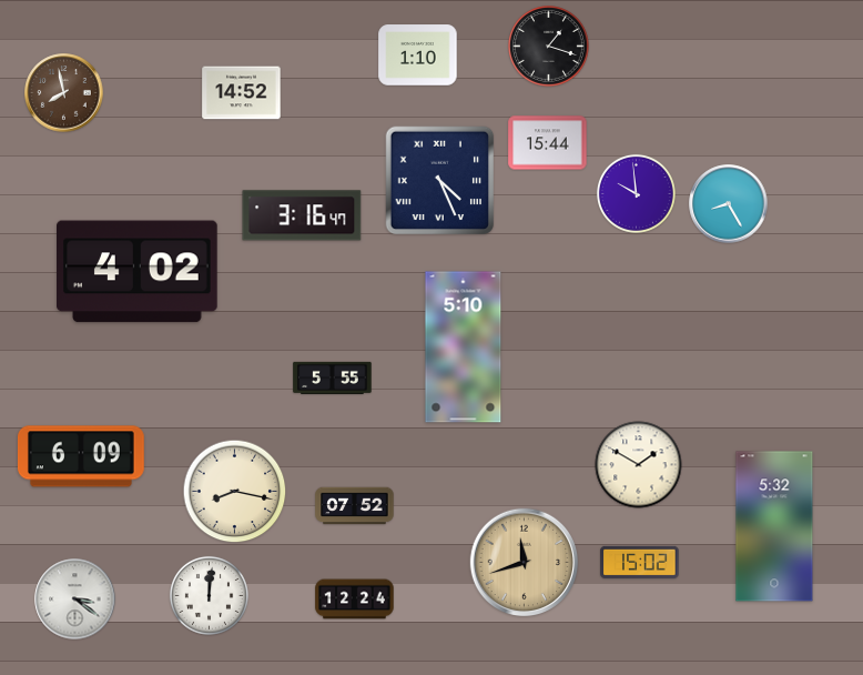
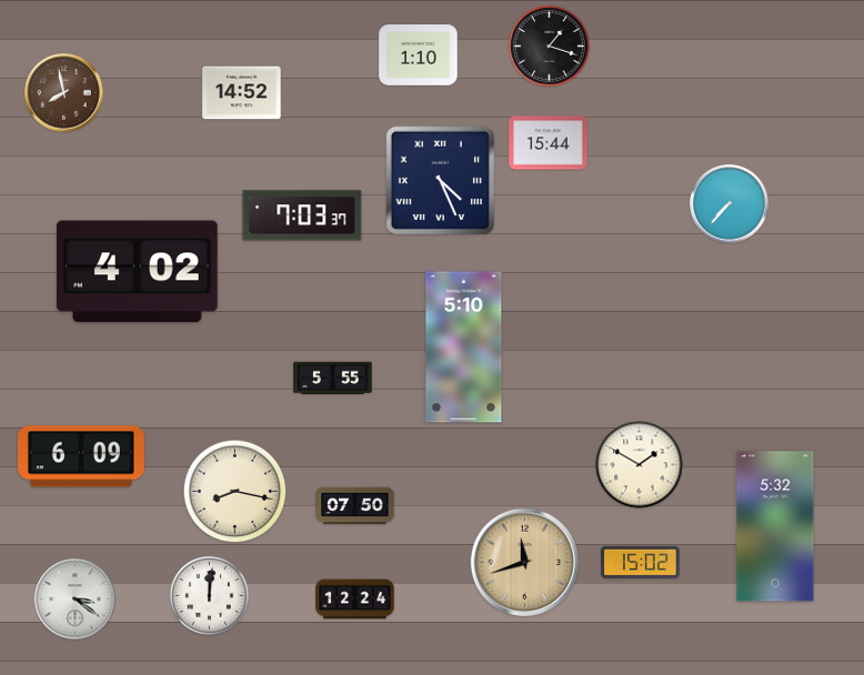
clock at (636, 193): 9:59 -> none
clock at (729, 204): 8:25 -> 7:37
clock at (302, 215): 3:16 -> 7:03
clock at (355, 506): 07:52 -> 07:50
